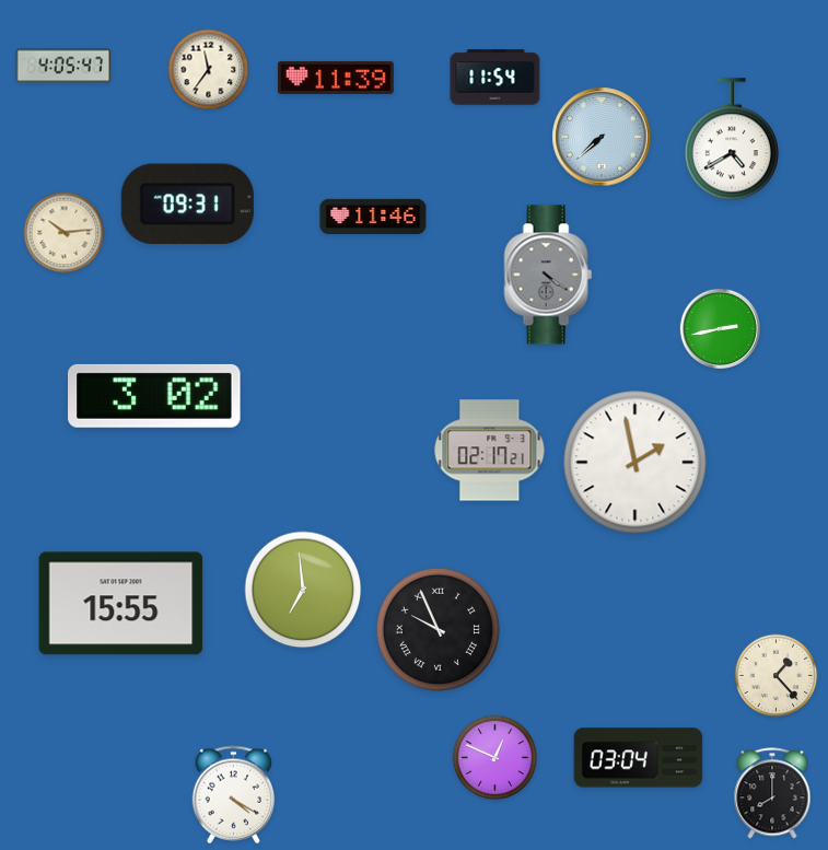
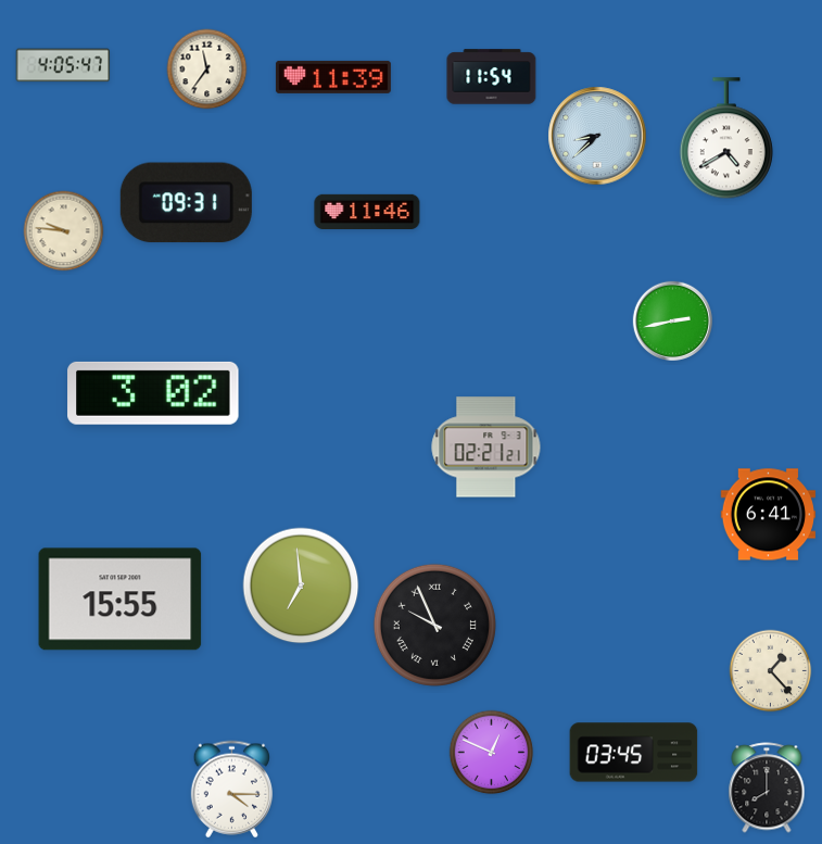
clock at (602, 137): 7:38 -> 8:38
clock at (373, 216) position: (373, 216) -> (367, 211)
clock at (65, 233): 10:14 -> 9:46
clock at (548, 275): 4:21 -> none
clock at (720, 328) position: (720, 328) -> (672, 320)
clock at (490, 451): 02:17 -> 02:21
clock at (635, 463): 1:58 -> none
clock at (769, 515): none -> 6:41
clock at (639, 758): 03:04 -> 03:45
clock at (233, 795): 4:20 -> 4:15
